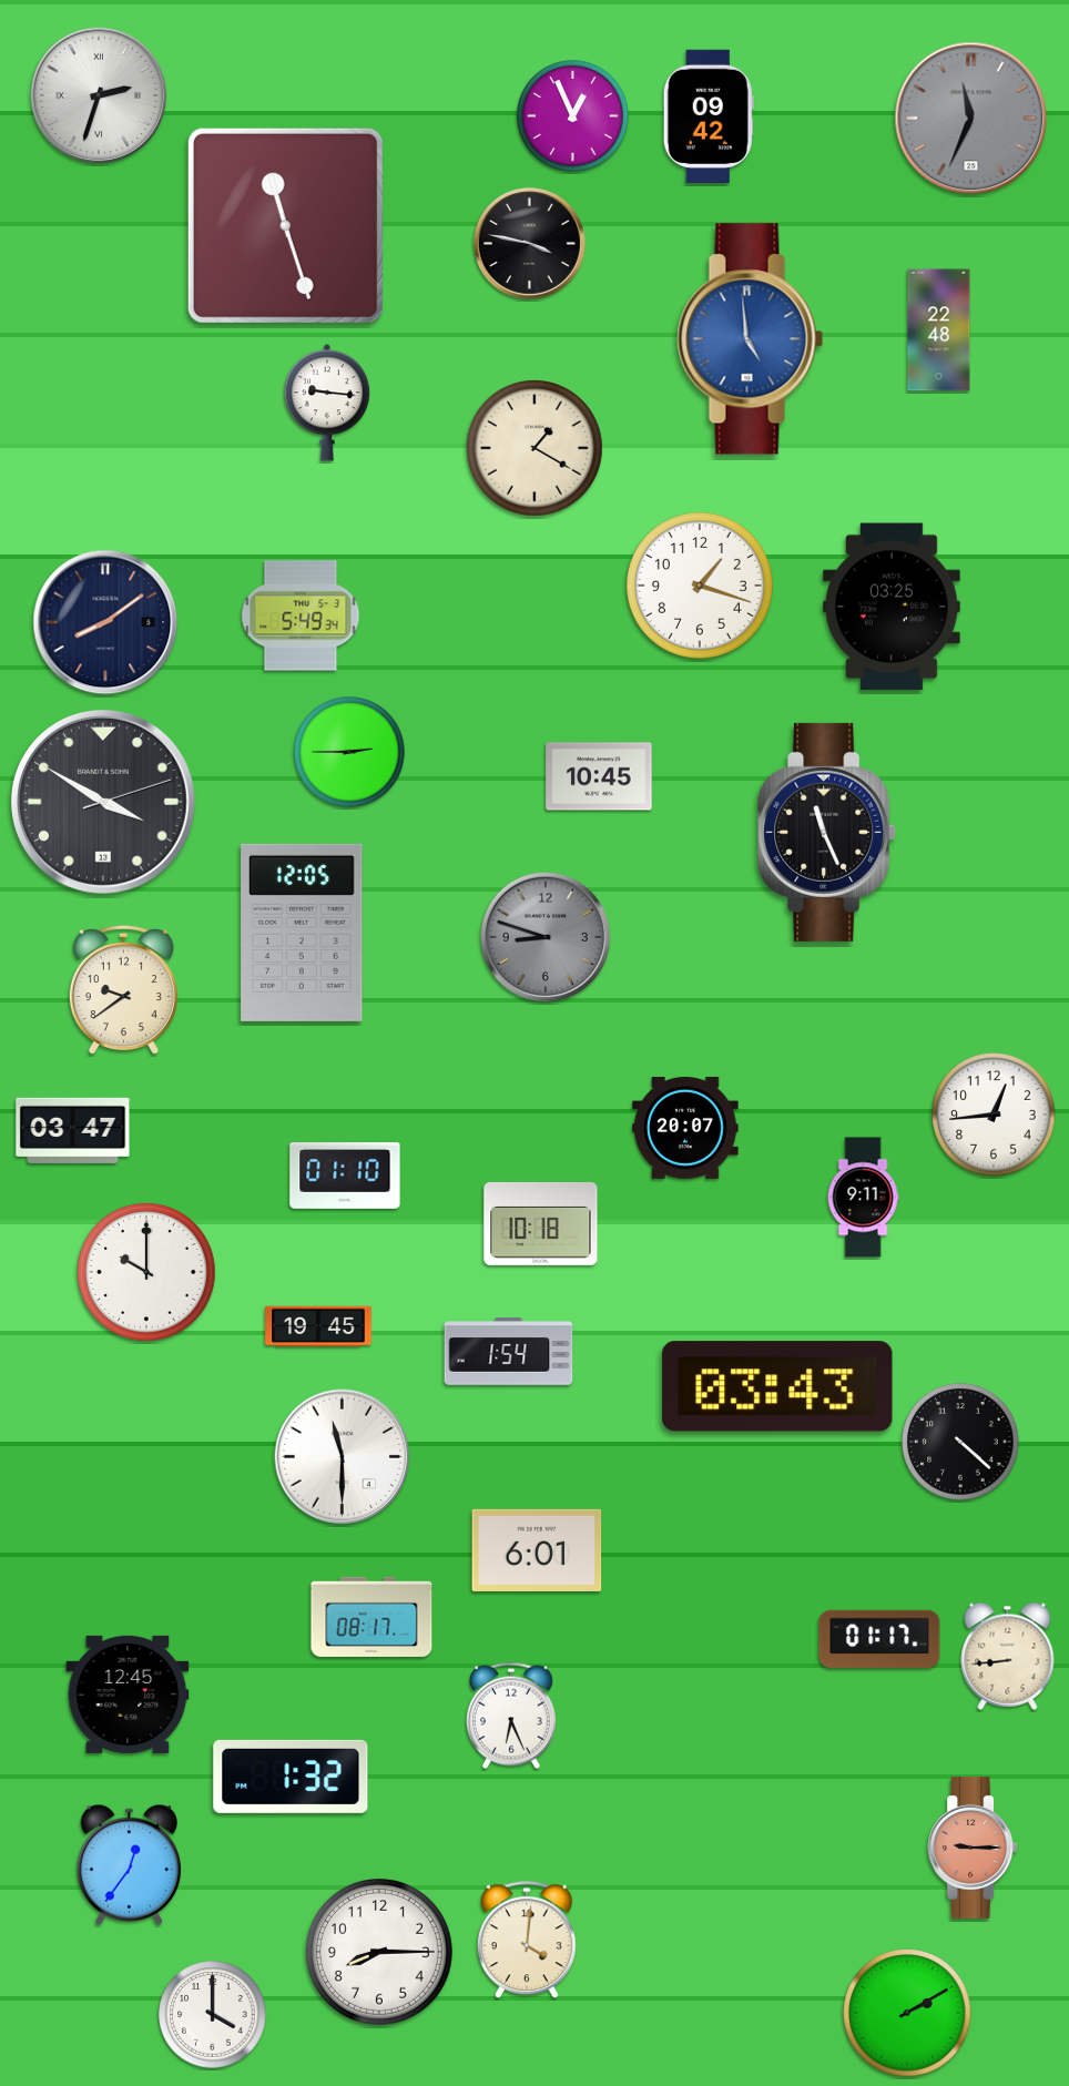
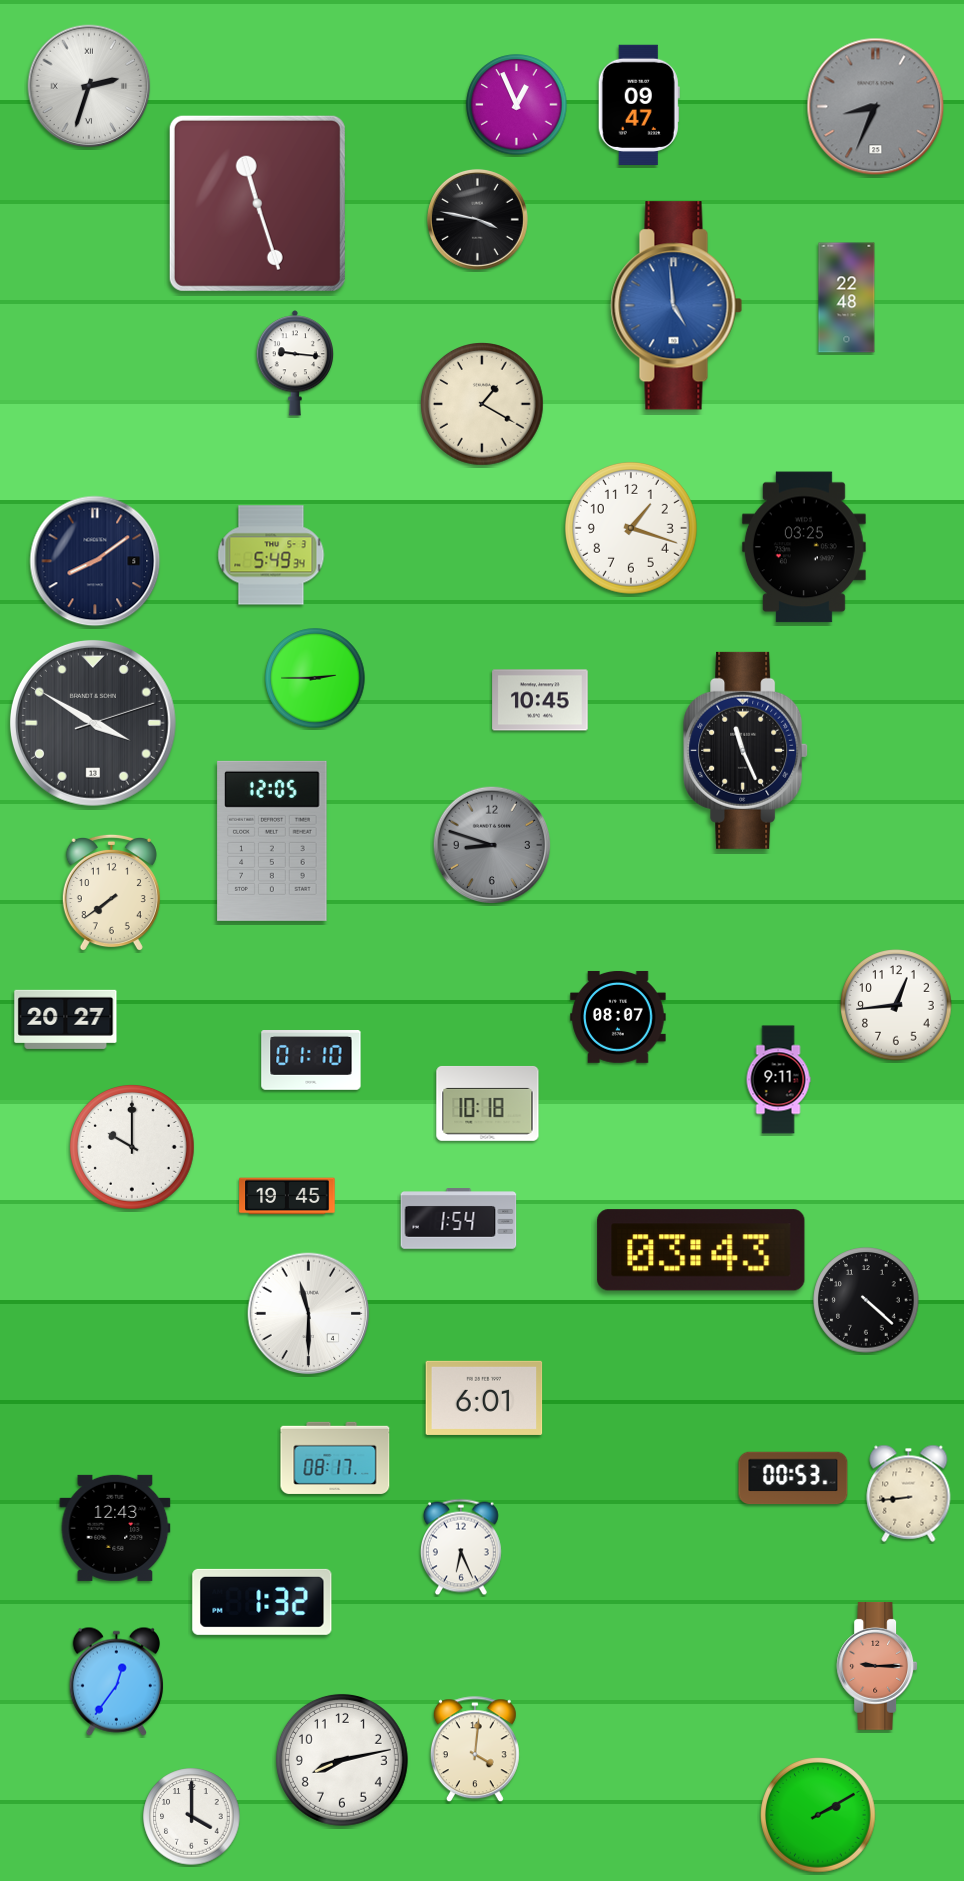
clock at (709, 115): 09:42 -> 09:47
clock at (971, 119): 11:34 -> 8:34
clock at (123, 990): 9:39 -> 7:39
clock at (685, 1128): 20:07 -> 08:07
clock at (73, 1130): 03:47 -> 20:27
clock at (879, 1639): 01:17 -> 00:53
clock at (128, 1695): 12:45 -> 12:43
clock at (379, 1952): 8:15 -> 8:13
